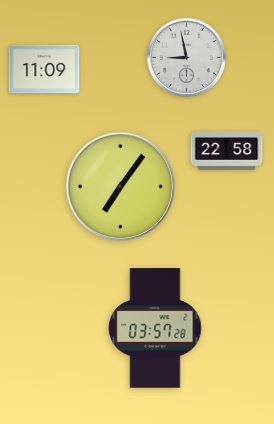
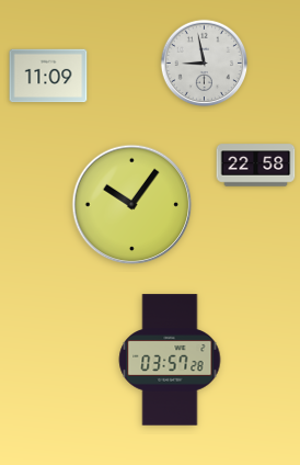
clock at (227, 151) position: (227, 151) -> (256, 166)
clock at (121, 187): 7:06 -> 10:06
